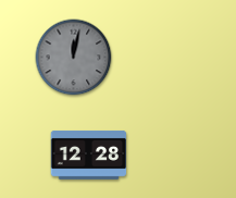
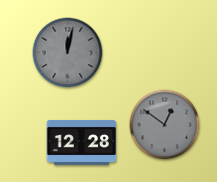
clock at (165, 125): none -> 12:51
